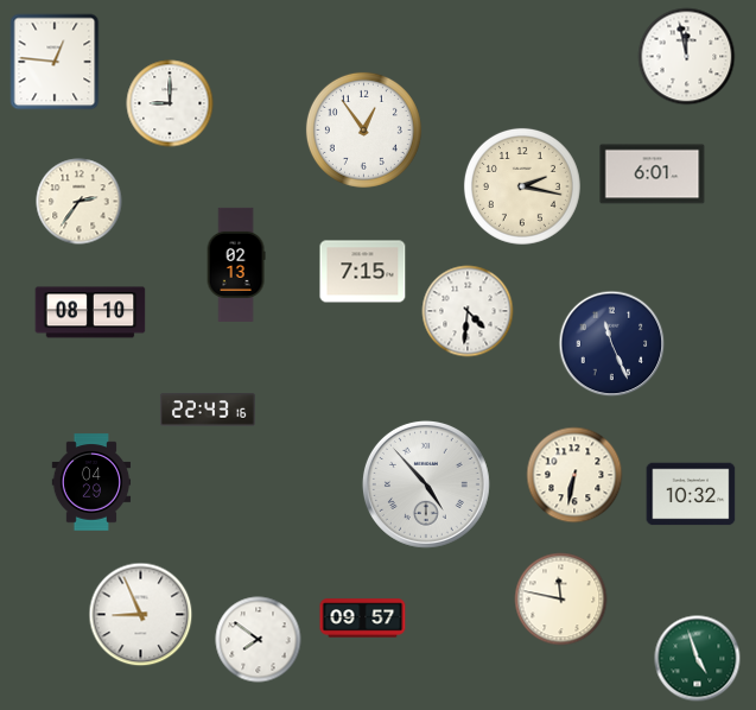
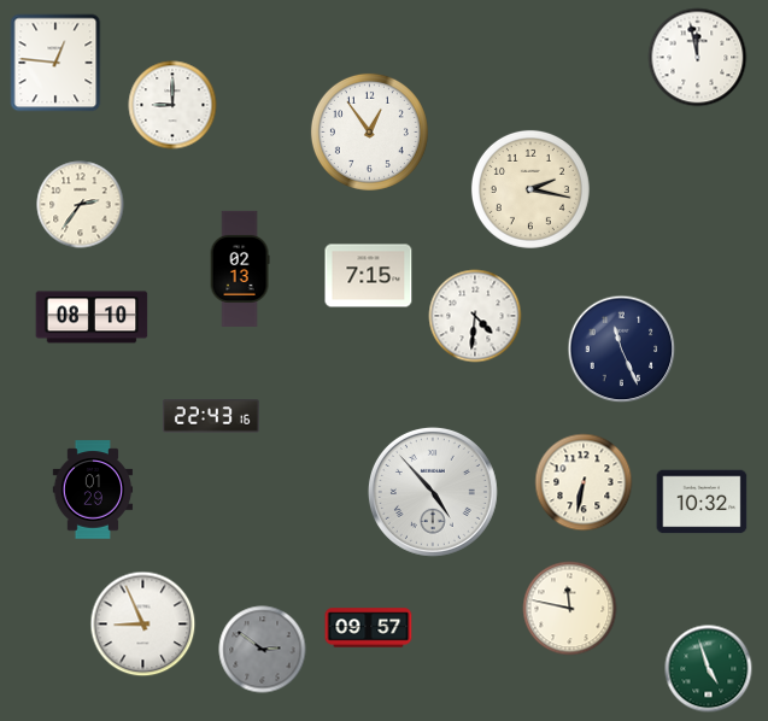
clock at (653, 175): 6:01 -> none
clock at (91, 482): 04:29 -> 01:29
clock at (259, 640): 7:51 -> 2:51
clock at (259, 640) dial: white -> grey
